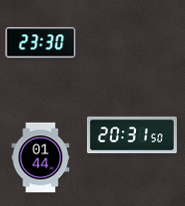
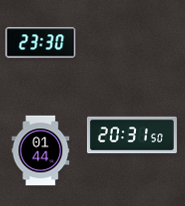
clock at (41, 158) position: (41, 158) -> (41, 151)
